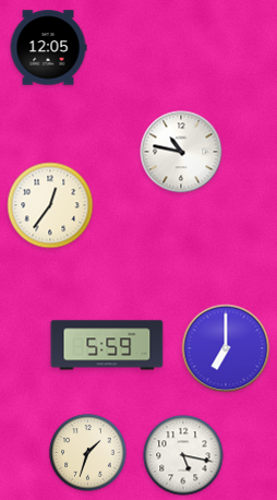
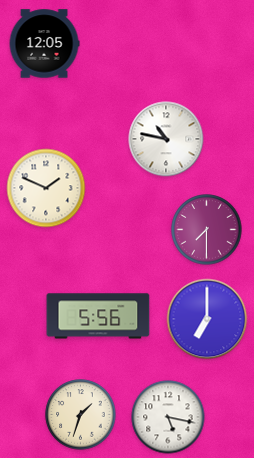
clock at (50, 205): 12:36 -> 1:49
clock at (207, 230): none -> 7:30
clock at (107, 345): 5:59 -> 5:56
